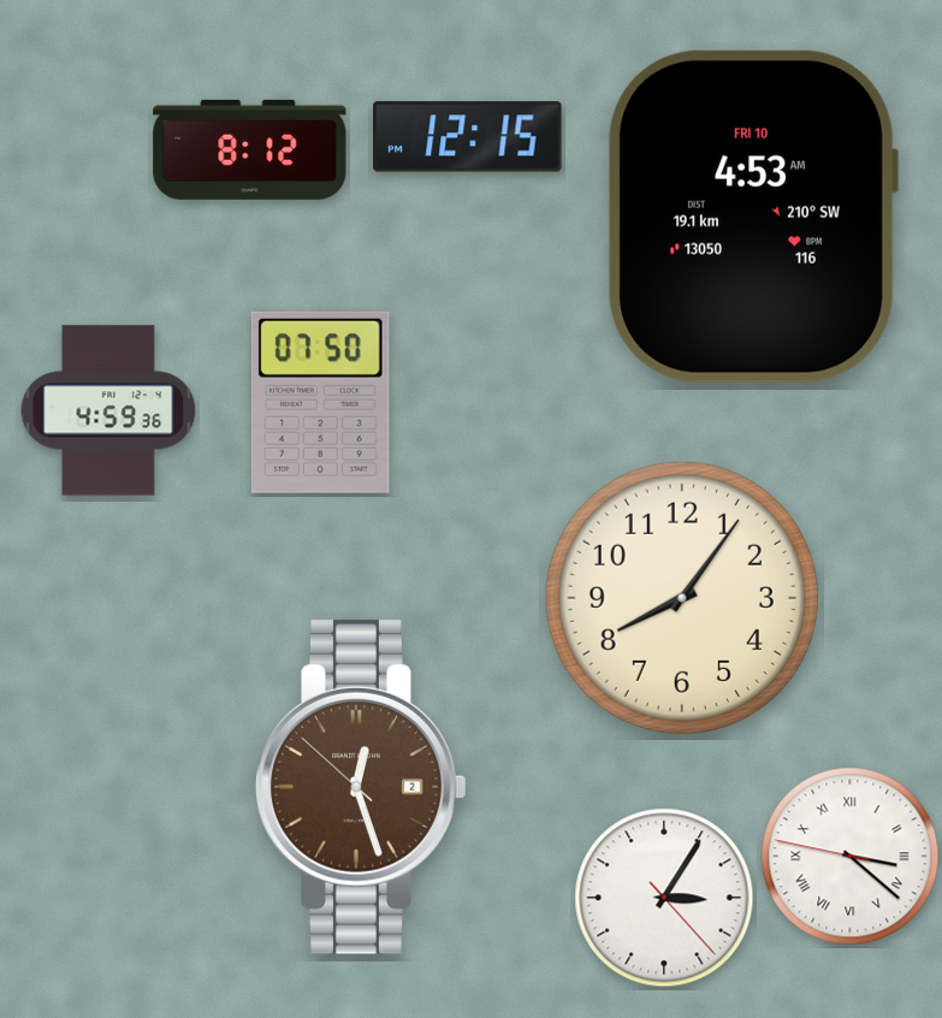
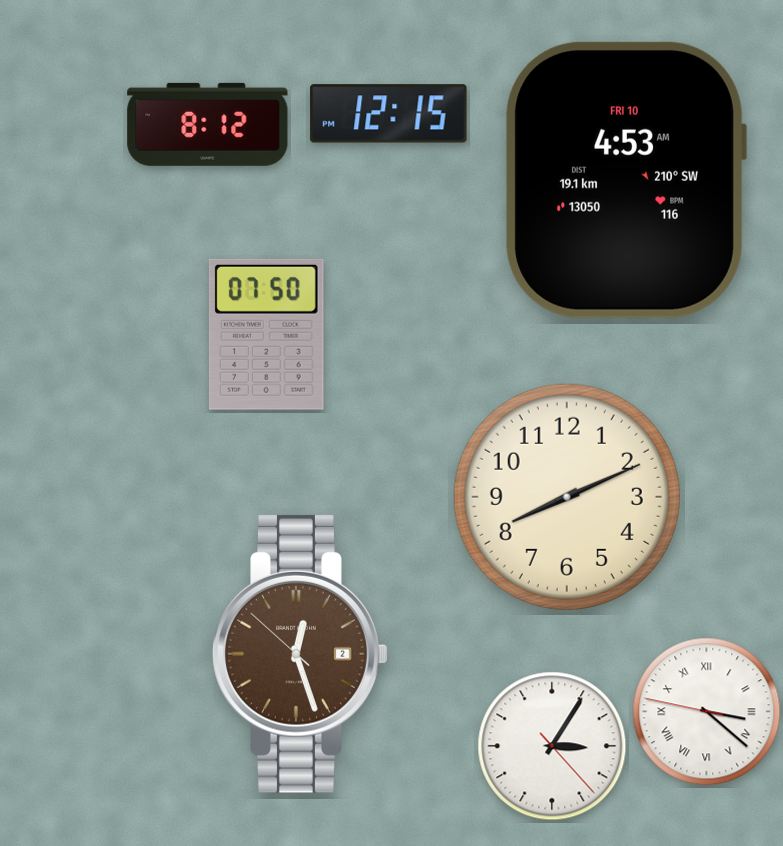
clock at (108, 410): 4:59 -> none
clock at (682, 598): 8:06 -> 8:11
